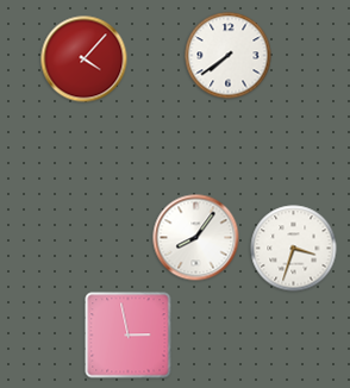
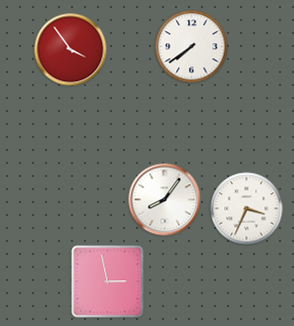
clock at (85, 60): 4:07 -> 3:54
clock at (294, 249): 3:33 -> 3:34
